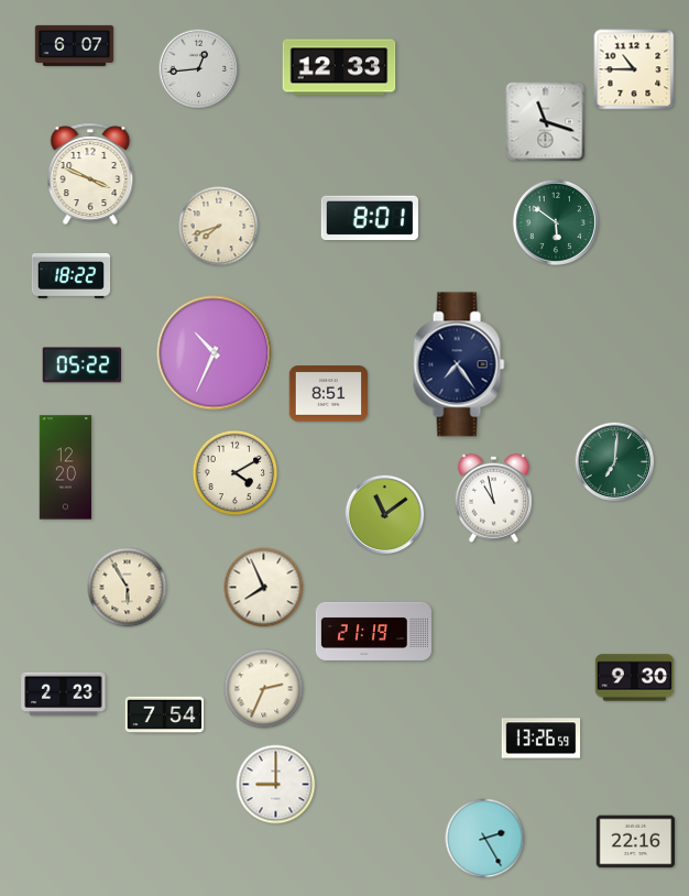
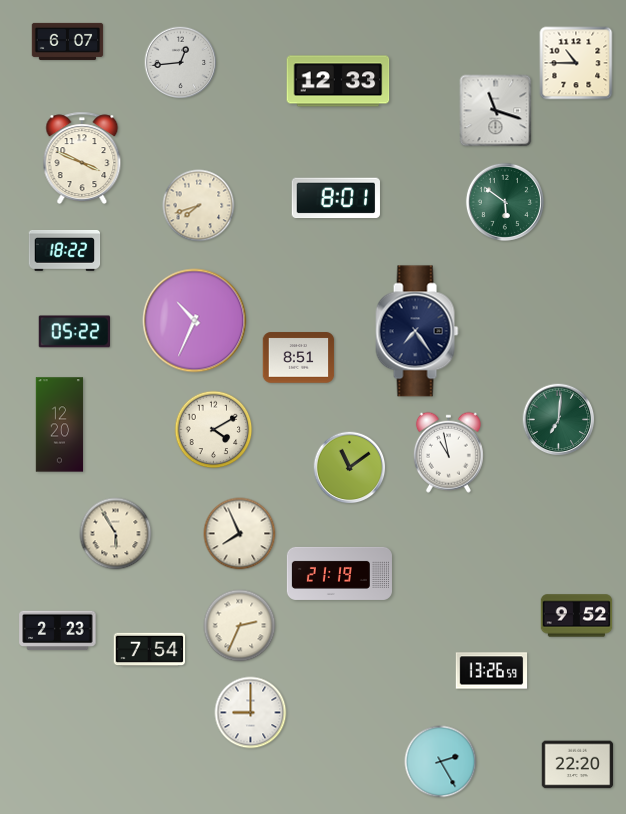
clock at (339, 67) position: (339, 67) -> (338, 81)
clock at (635, 678): 9:30 -> 9:52
clock at (636, 842): 22:16 -> 22:20
